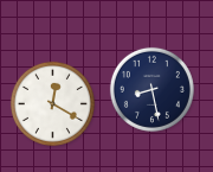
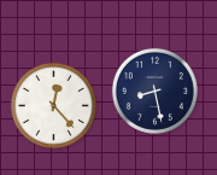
clock at (52, 103): 12:20 -> 12:23
